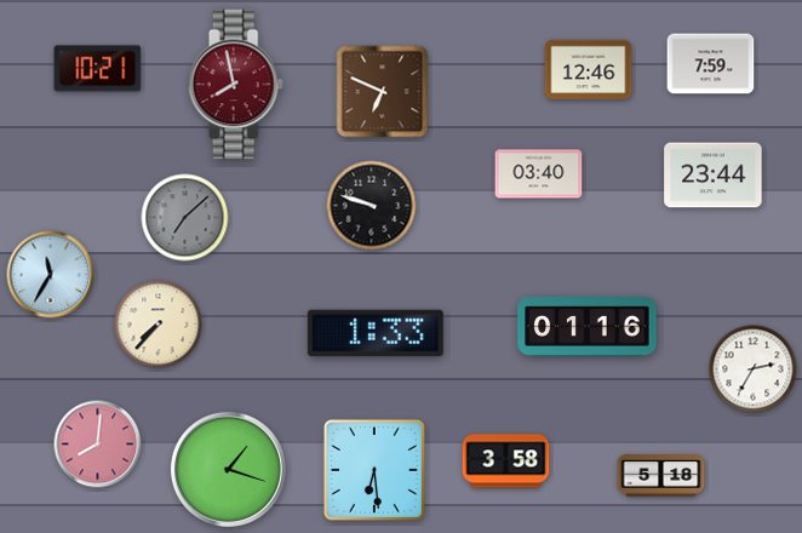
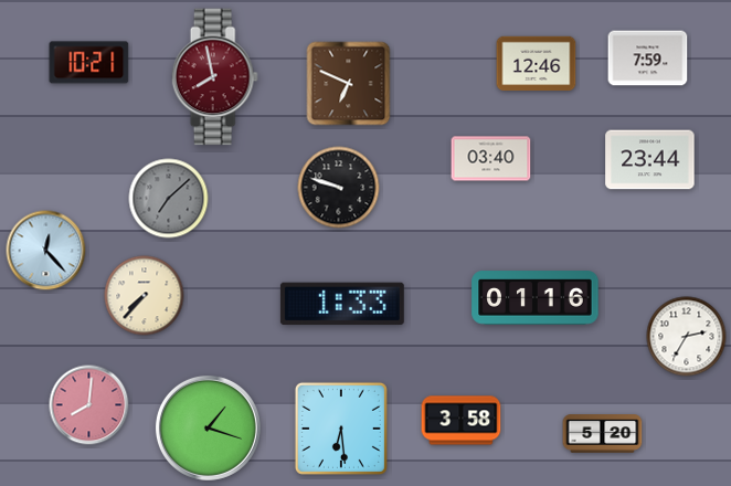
clock at (51, 275): 11:35 -> 12:23
clock at (661, 476): 5:18 -> 5:20
